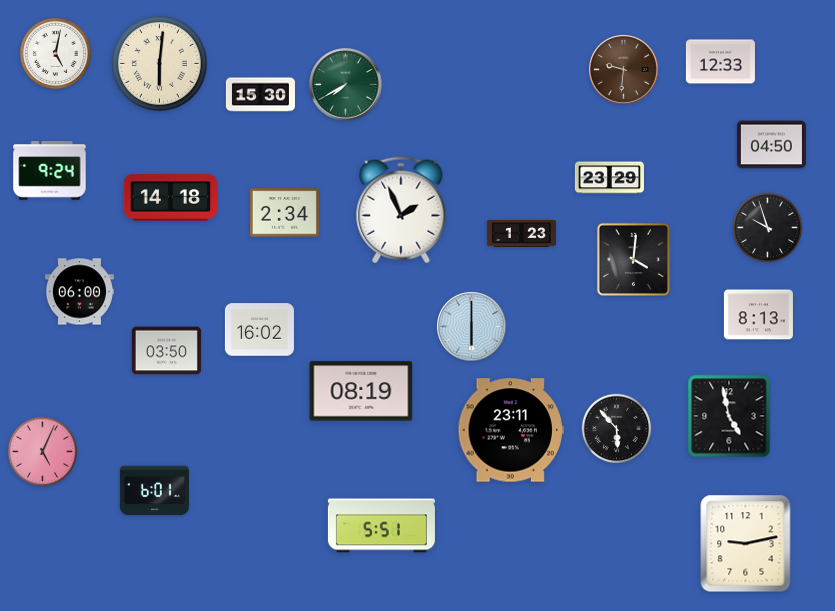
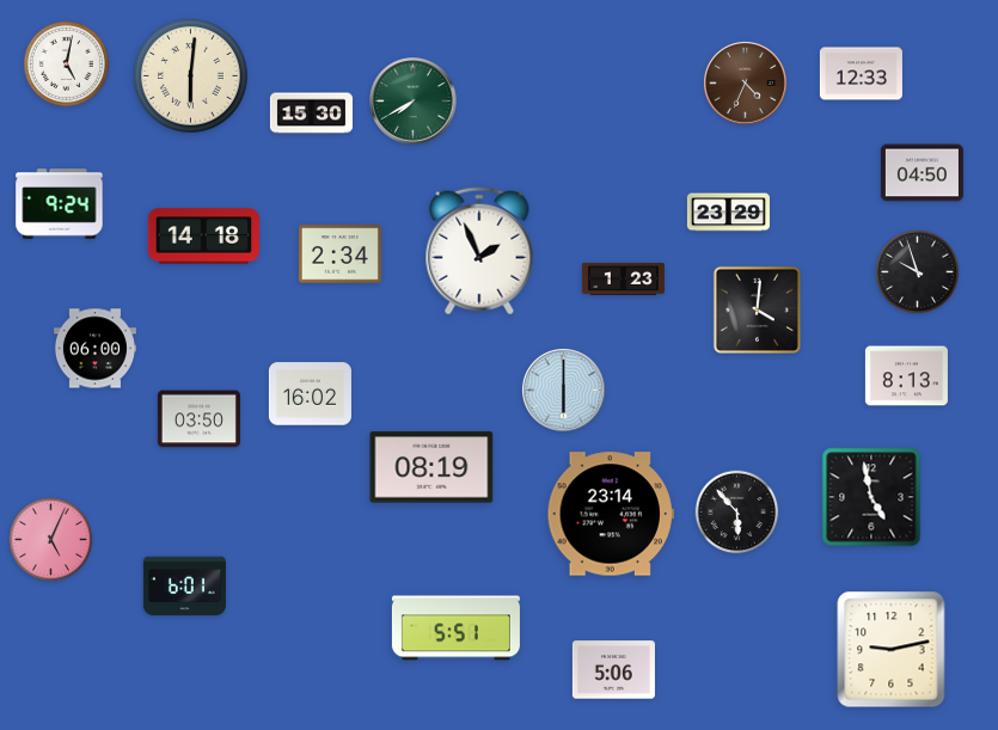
clock at (623, 69): 9:31 -> 4:34
clock at (511, 430): 23:11 -> 23:14
clock at (613, 670): none -> 5:06
